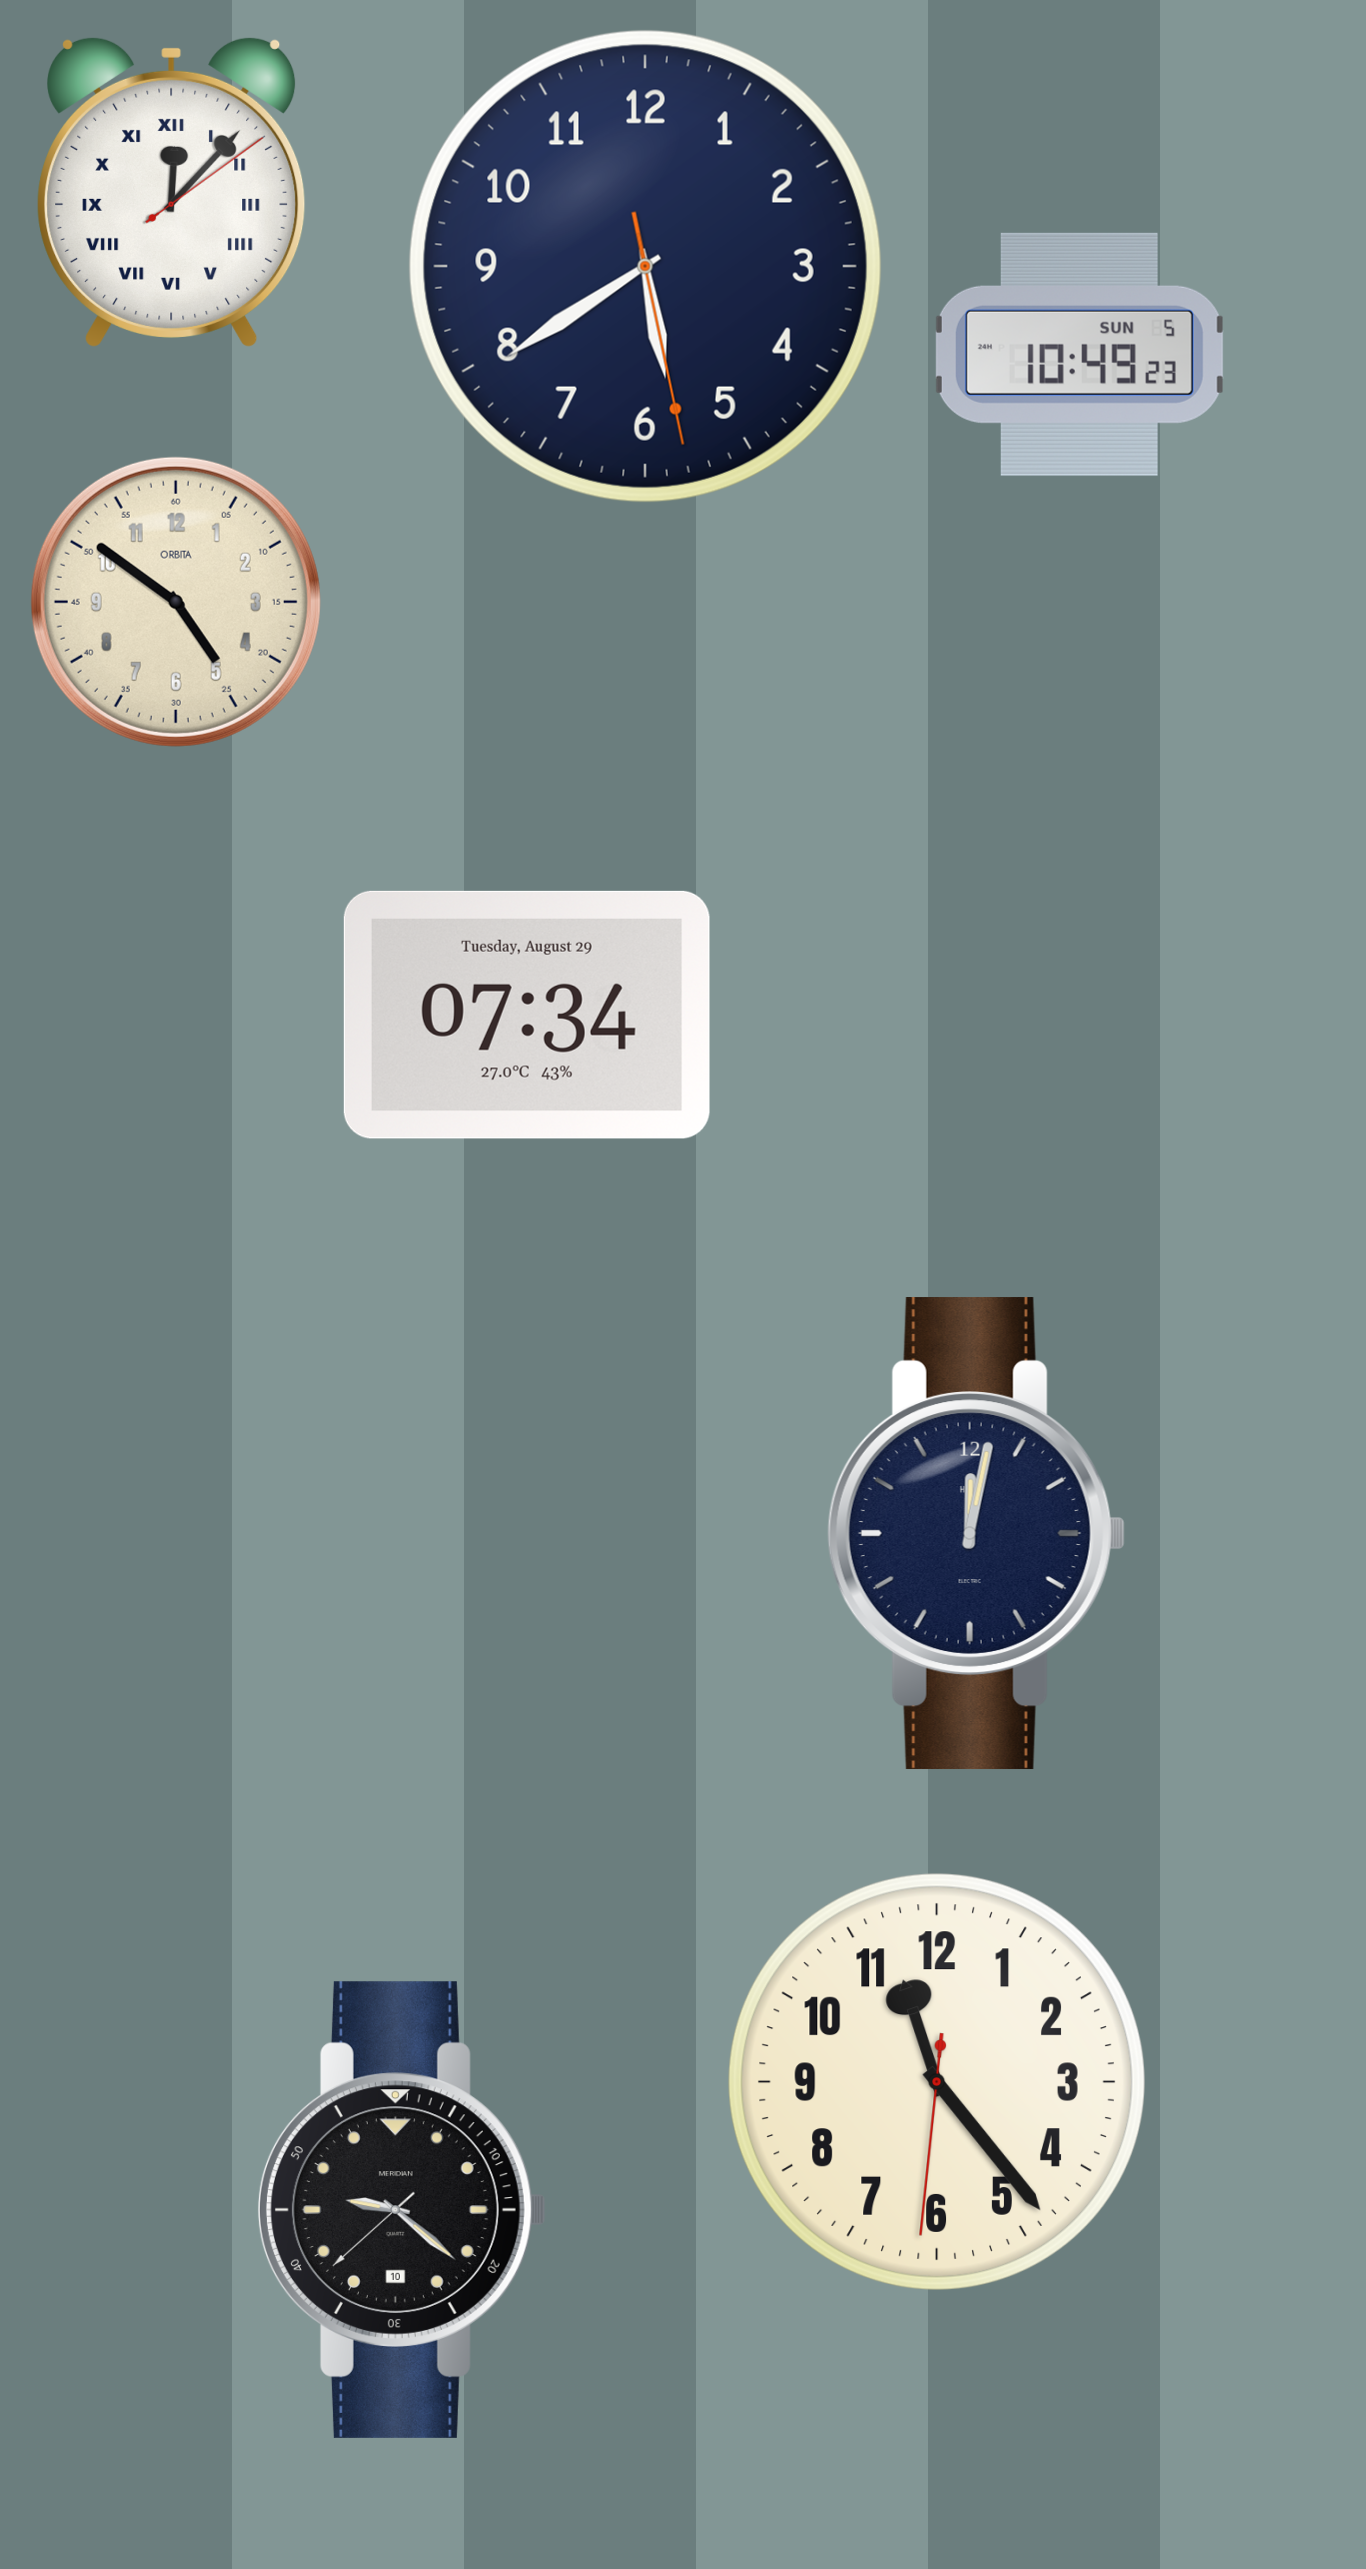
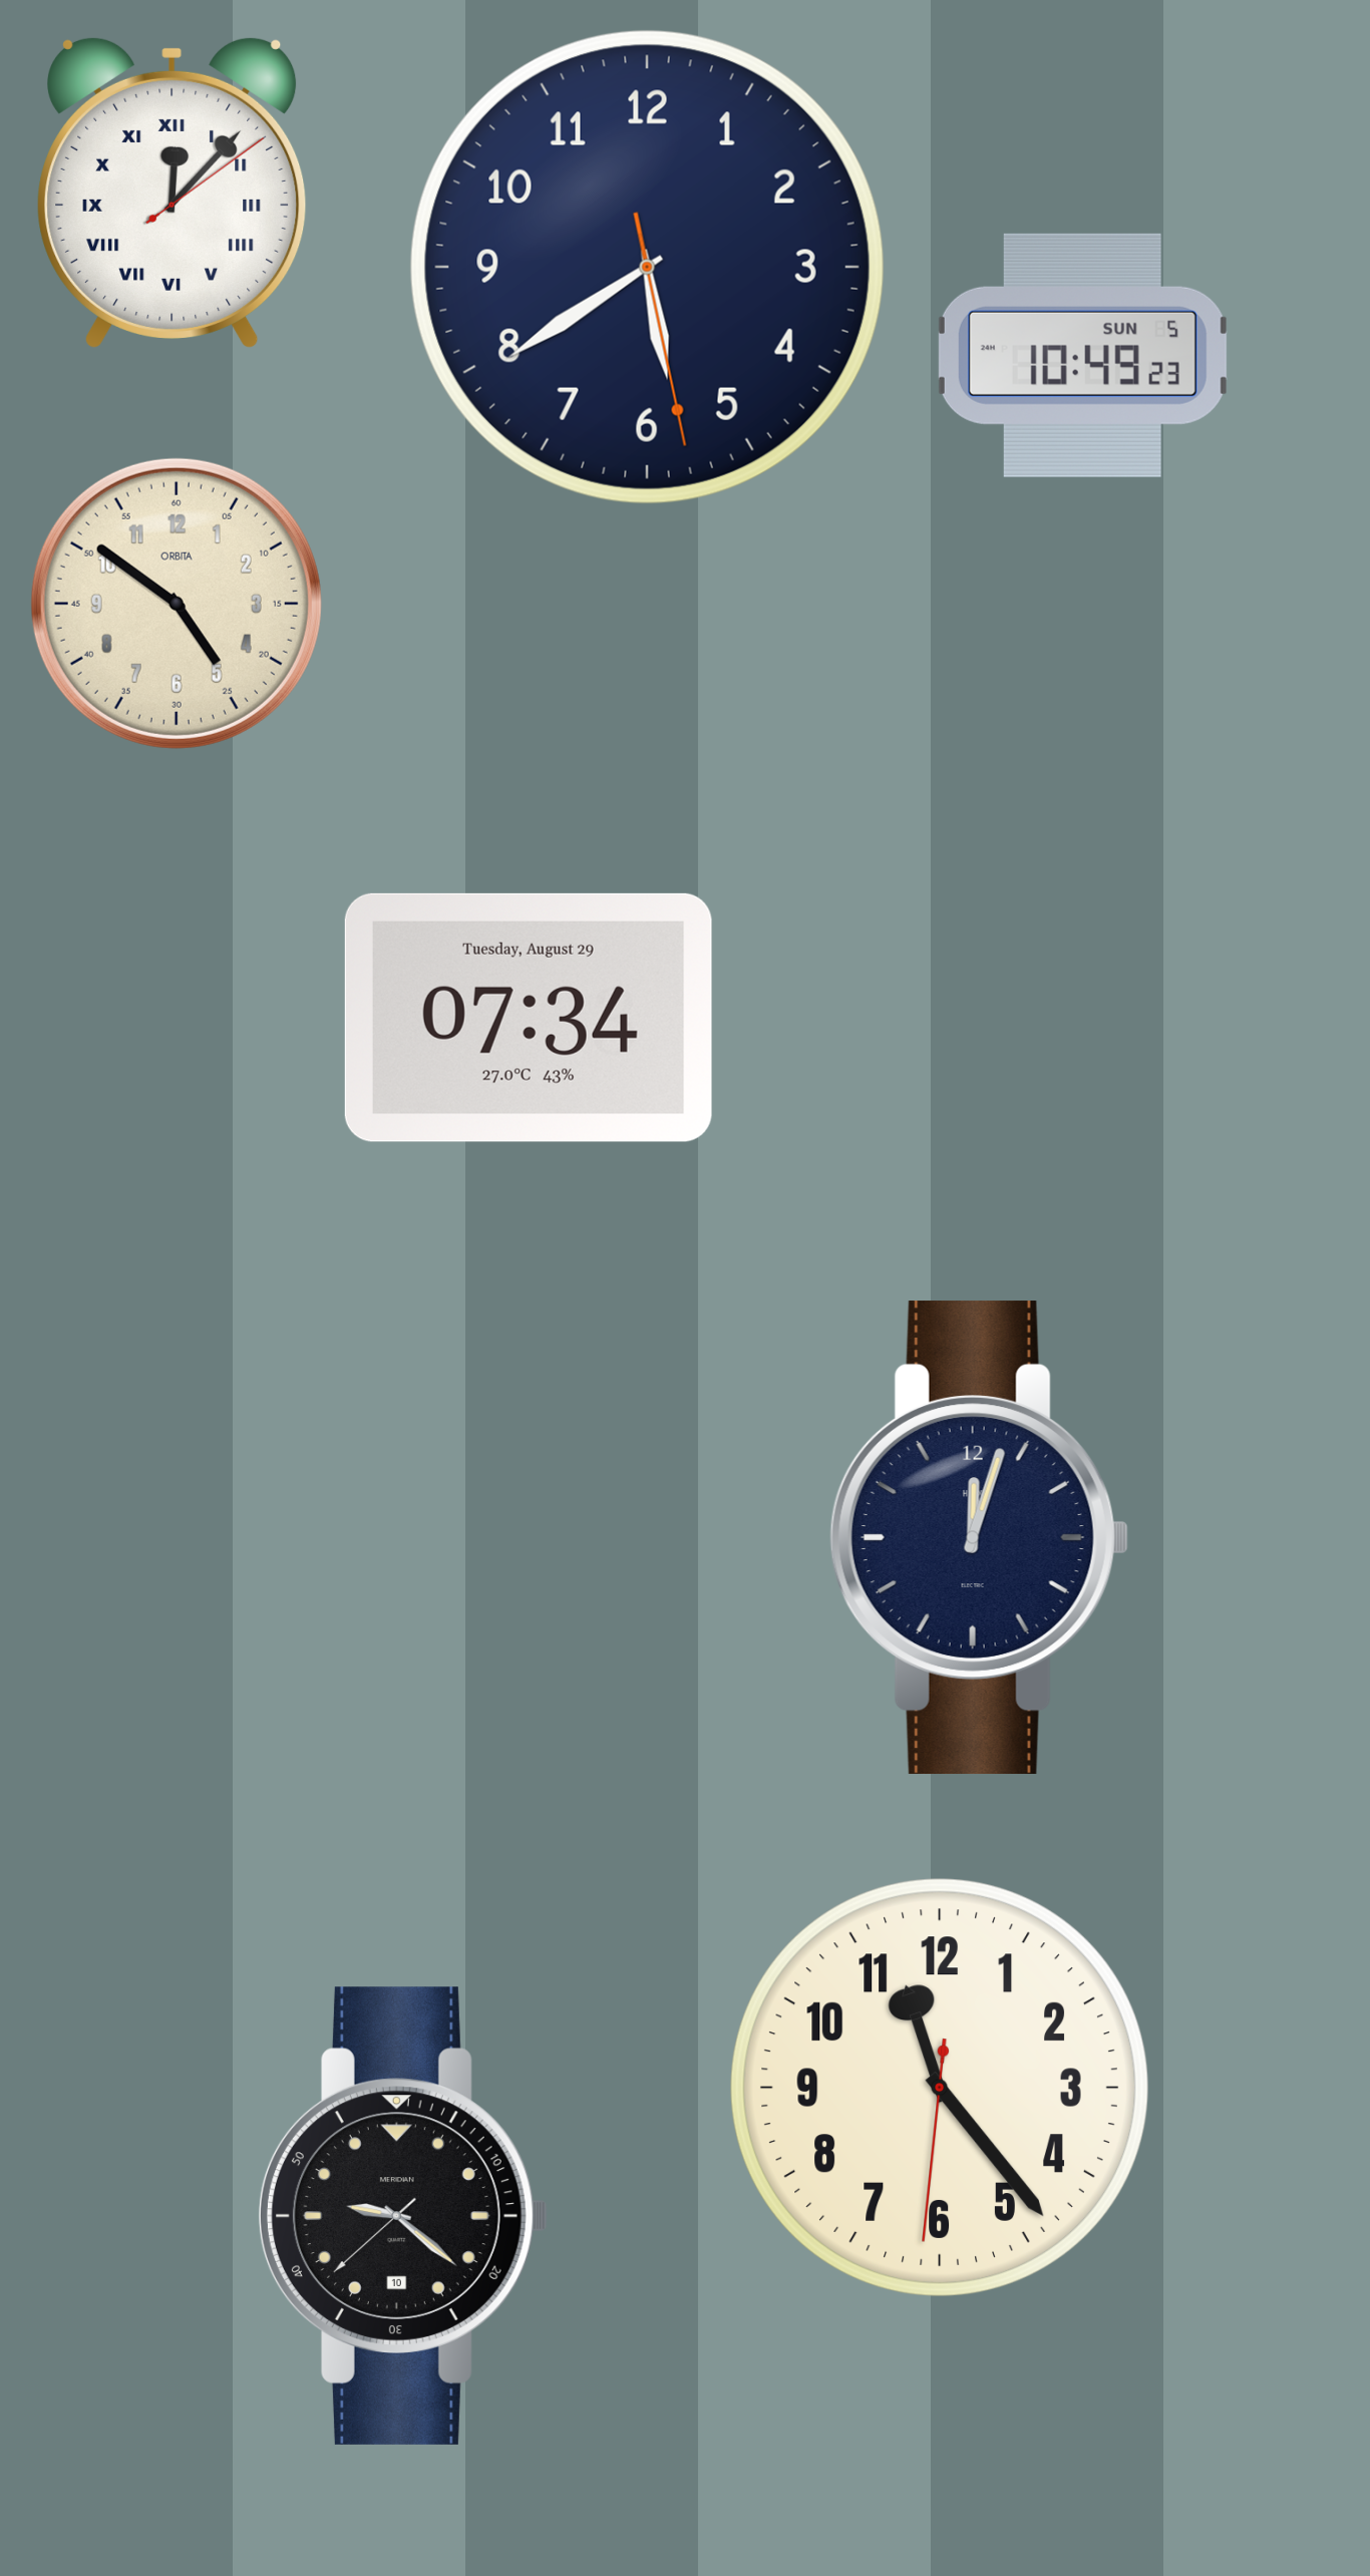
clock at (976, 1534): 12:02 -> 12:03
